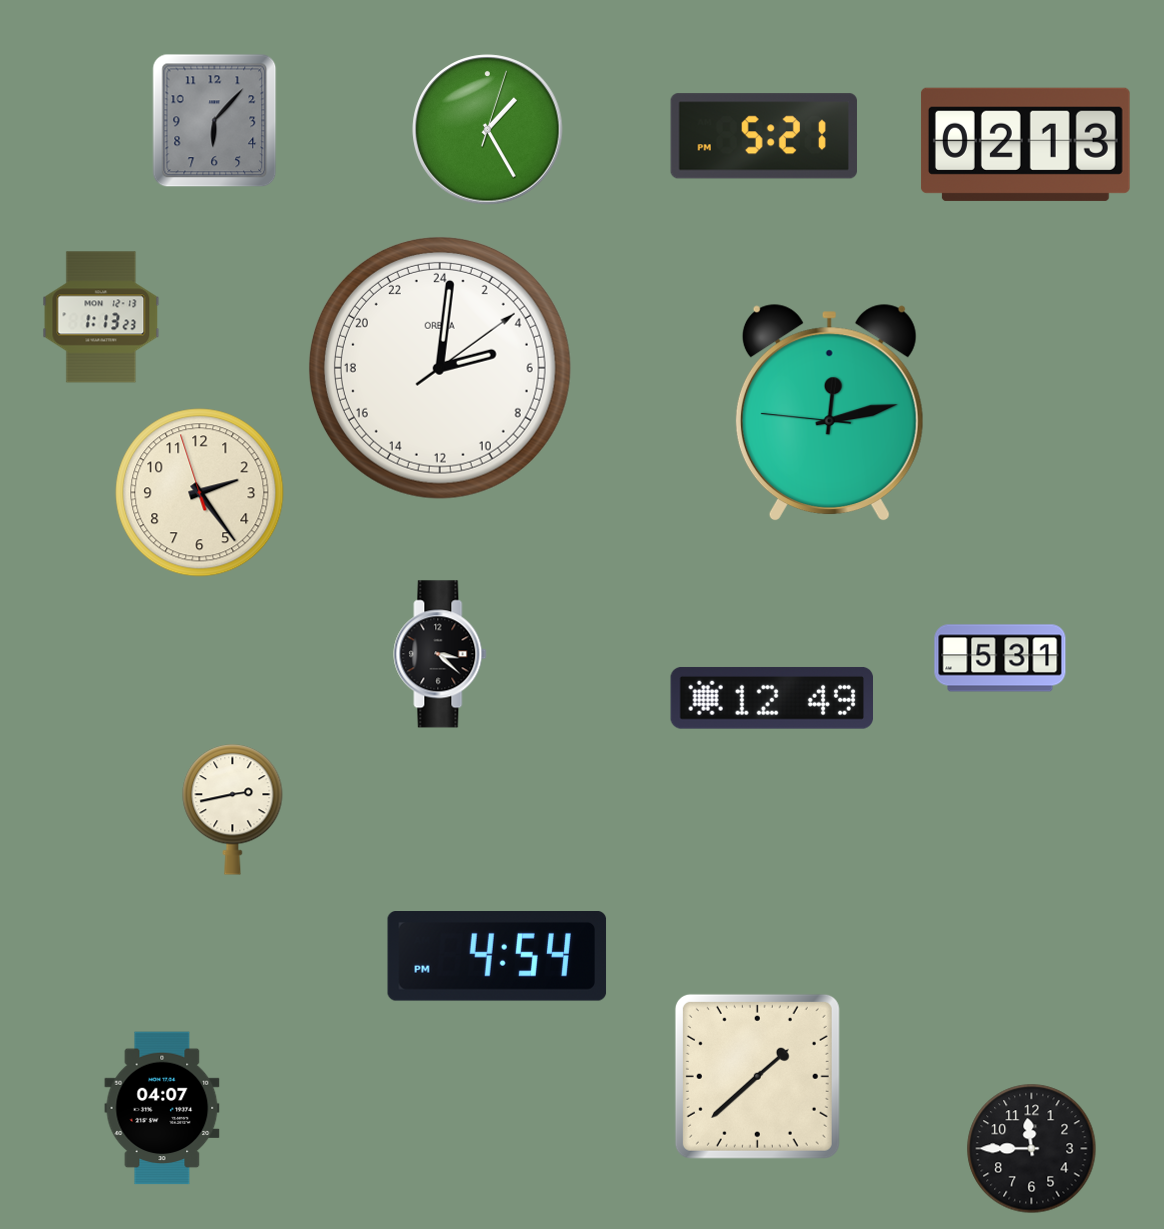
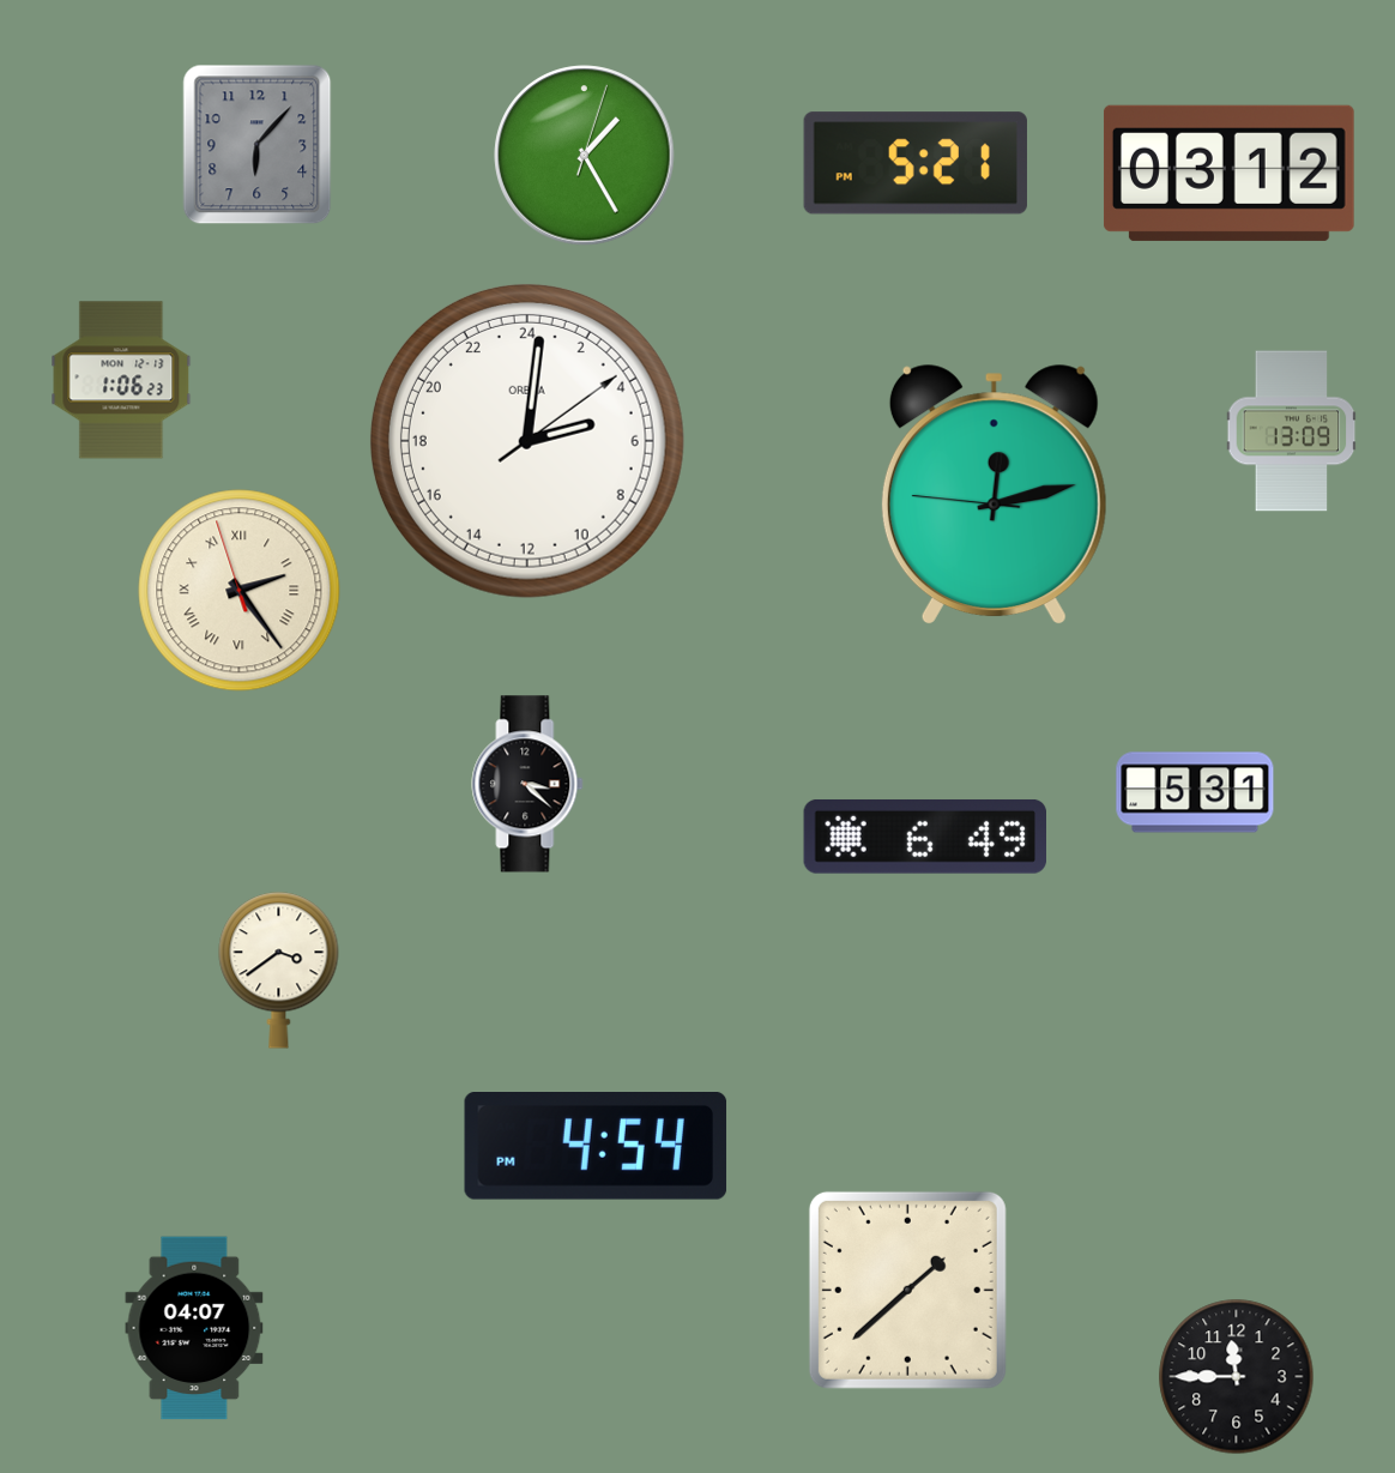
clock at (1025, 144): 02:13 -> 03:12
clock at (101, 317): 1:13 -> 1:06
clock at (1292, 431): none -> 13:09
clock at (200, 493) numerals: Arabic -> Roman
clock at (1000, 658) position: (1000, 658) -> (1195, 792)
clock at (771, 698): 12:49 -> 6:49
clock at (233, 810): 2:43 -> 3:39
